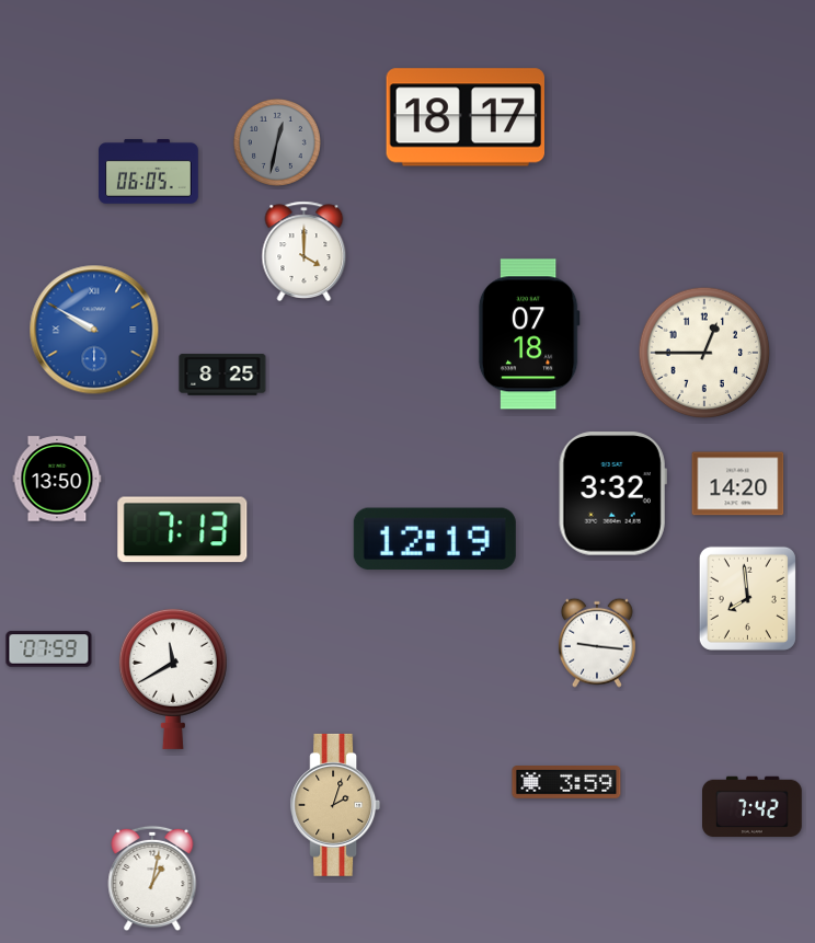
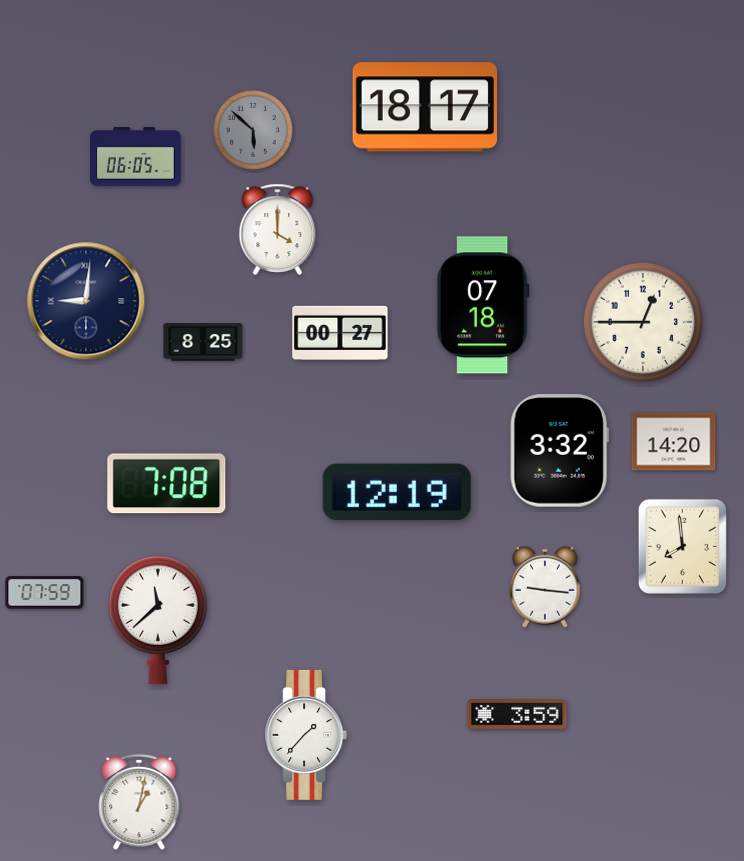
clock at (277, 142): 12:32 -> 5:52
clock at (94, 330): 9:50 -> 9:01
clock at (94, 330) dial: blue -> navy
clock at (340, 333): none -> 00:27
clock at (57, 479): 13:50 -> none
clock at (183, 530): 7:13 -> 7:08
clock at (173, 678): 11:40 -> 11:38
clock at (335, 805): 2:03 -> 1:37
clock at (335, 805) dial: champagne -> white
clock at (753, 806): 7:42 -> none
